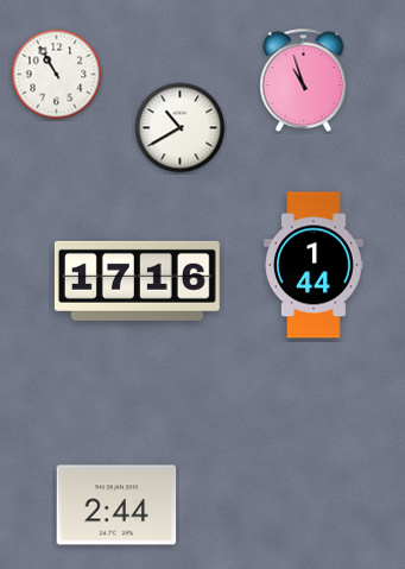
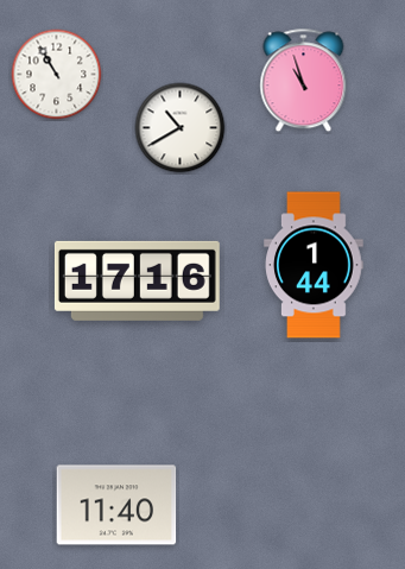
clock at (116, 505): 2:44 -> 11:40
